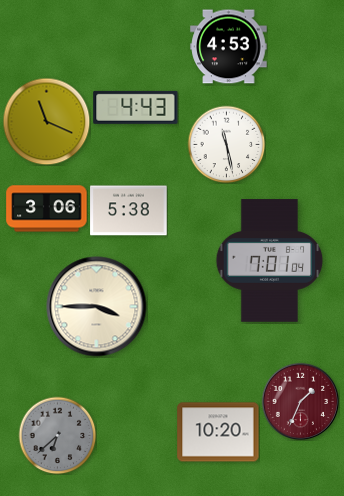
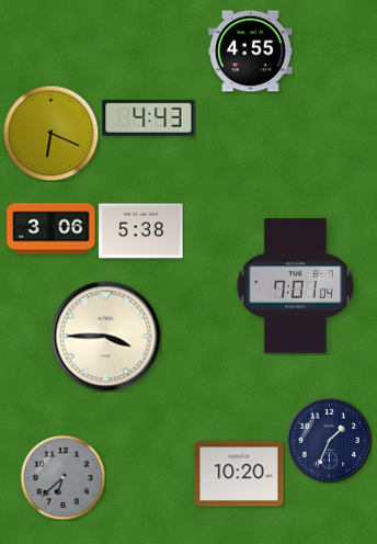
clock at (229, 47): 4:53 -> 4:55
clock at (46, 121): 11:19 -> 6:19
clock at (226, 144): 11:28 -> none
clock at (300, 401) dial: burgundy -> navy
